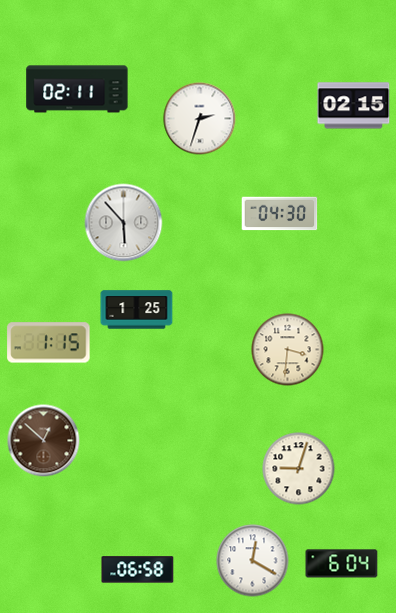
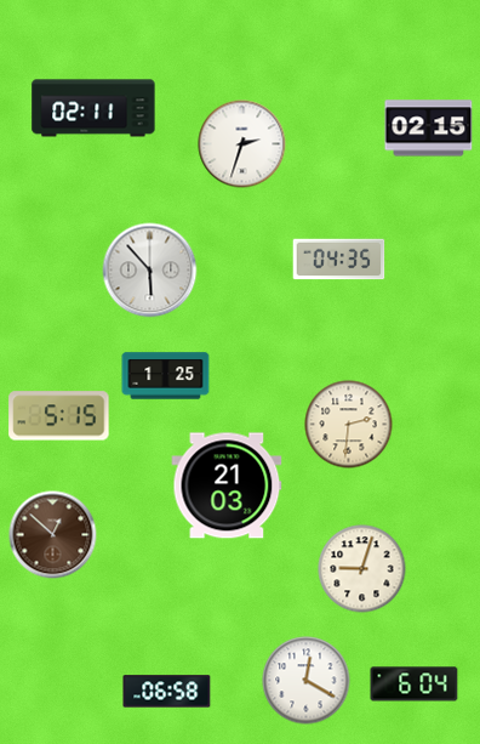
clock at (280, 214): 04:30 -> 04:35
clock at (49, 343): 1:15 -> 5:15
clock at (288, 350): 3:31 -> 2:31
clock at (227, 485): none -> 21:03
